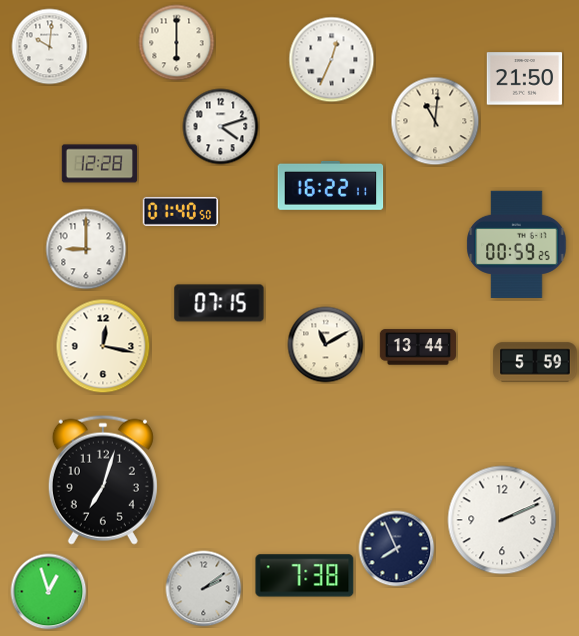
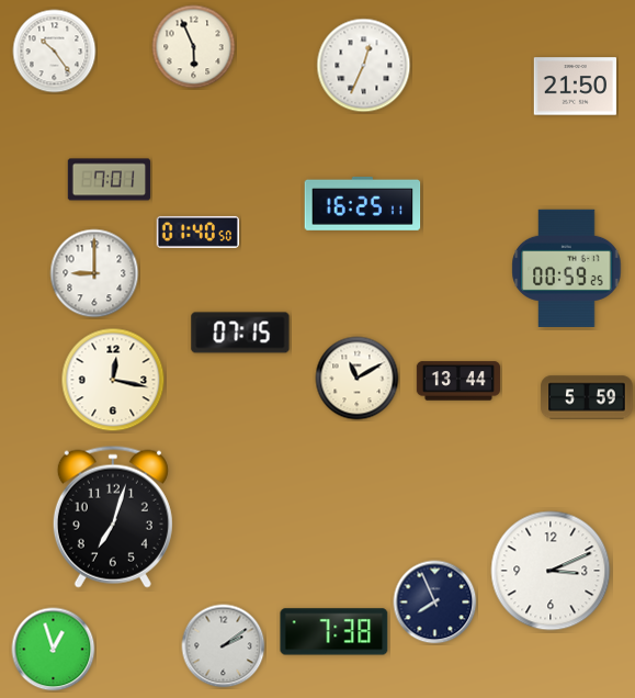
clock at (177, 43): 6:00 -> 5:56
clock at (50, 47): 10:01 -> 10:24
clock at (435, 121): 11:01 -> none
clock at (221, 127): 4:12 -> none
clock at (100, 164): 12:28 -> 7:01
clock at (331, 185): 16:22 -> 16:25
clock at (103, 480) position: (103, 480) -> (113, 517)
clock at (502, 520): 2:11 -> 3:11
